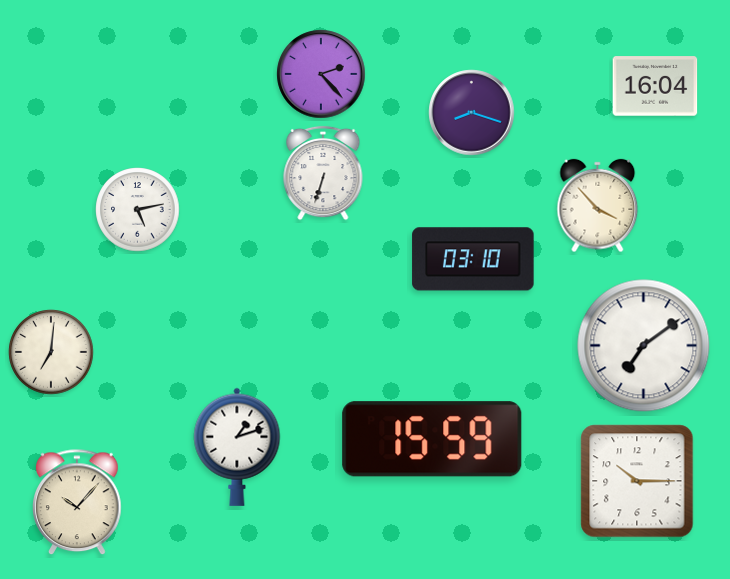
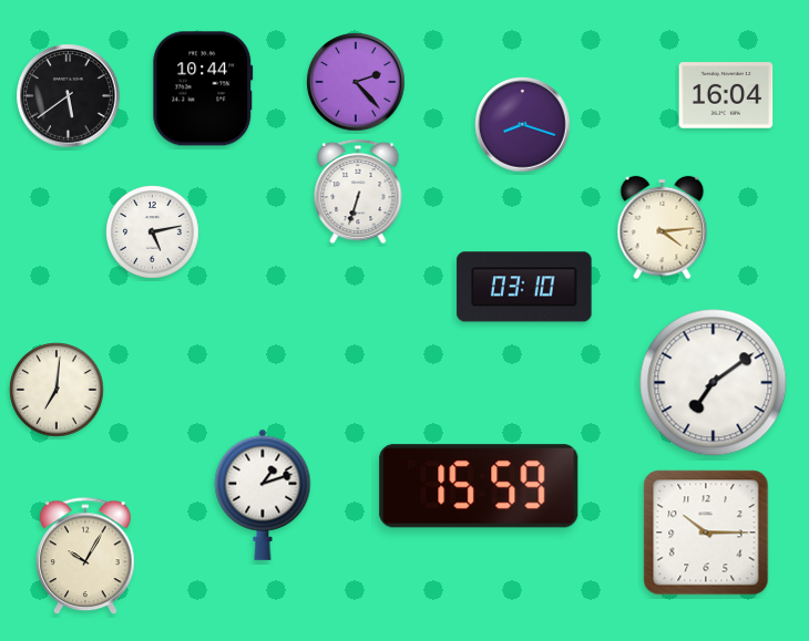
clock at (203, 89): none -> 10:44
clock at (69, 96): none -> 5:39
clock at (598, 206): 3:53 -> 4:14
clock at (77, 503): 10:07 -> 10:05
